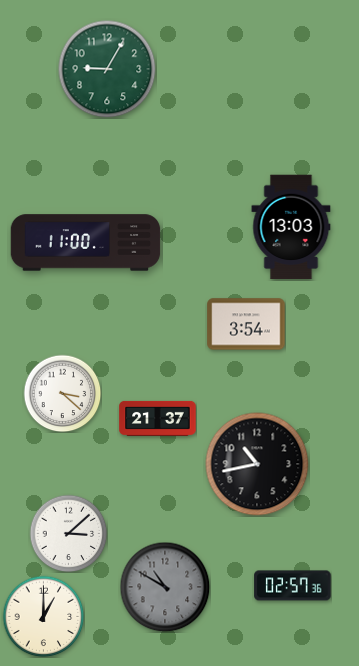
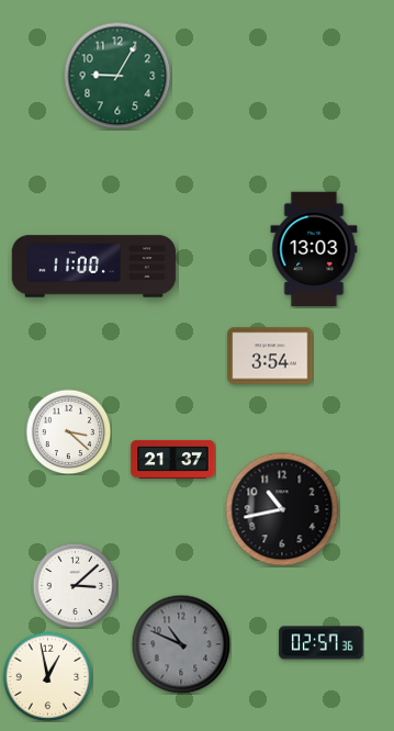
clock at (291, 227) position: (291, 227) -> (314, 249)
clock at (165, 587): 10:50 -> 10:49
clock at (43, 616): 1:00 -> 12:58
